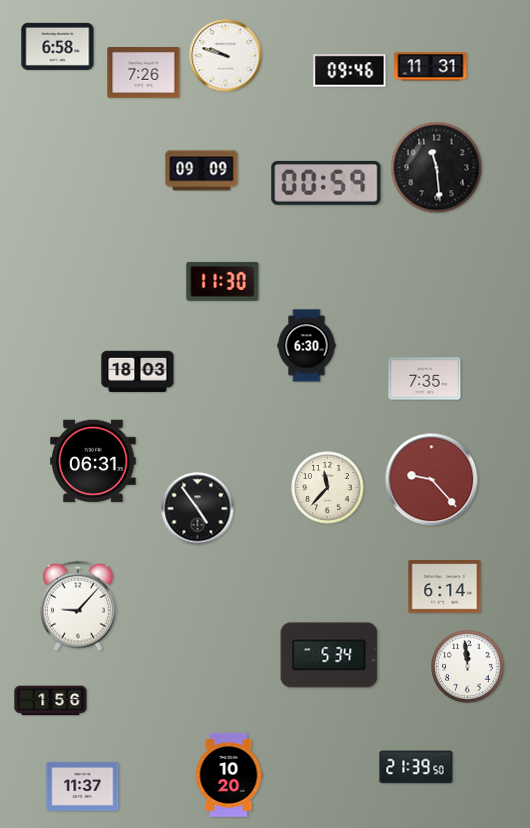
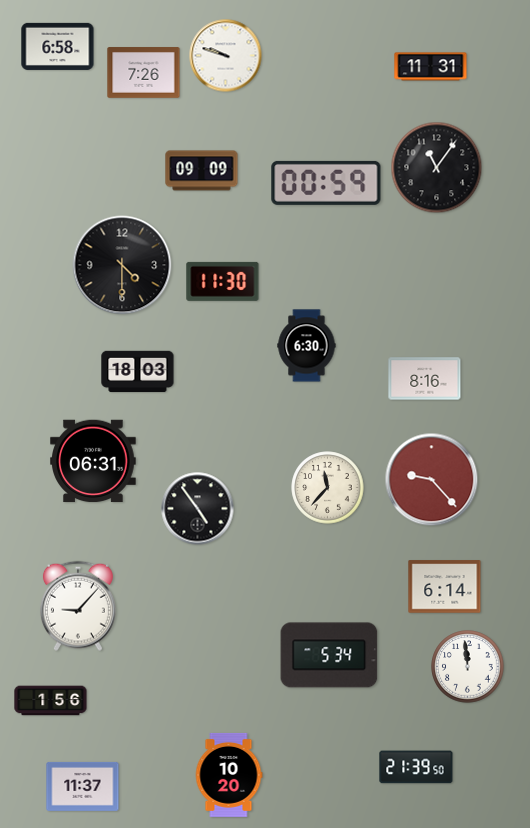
clock at (350, 71): 09:46 -> none
clock at (437, 168): 11:29 -> 11:06
clock at (122, 265): none -> 4:30
clock at (425, 379): 7:35 -> 8:16
